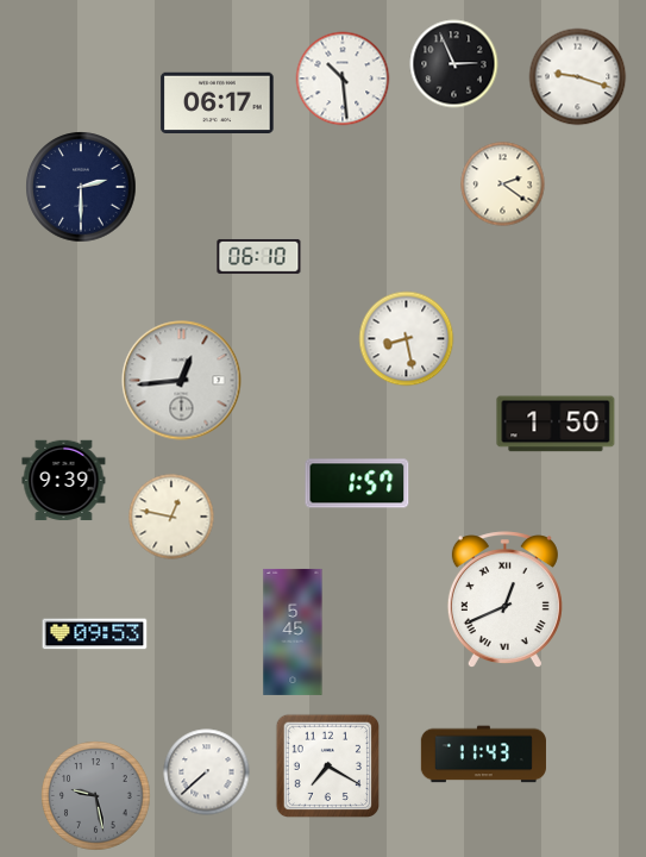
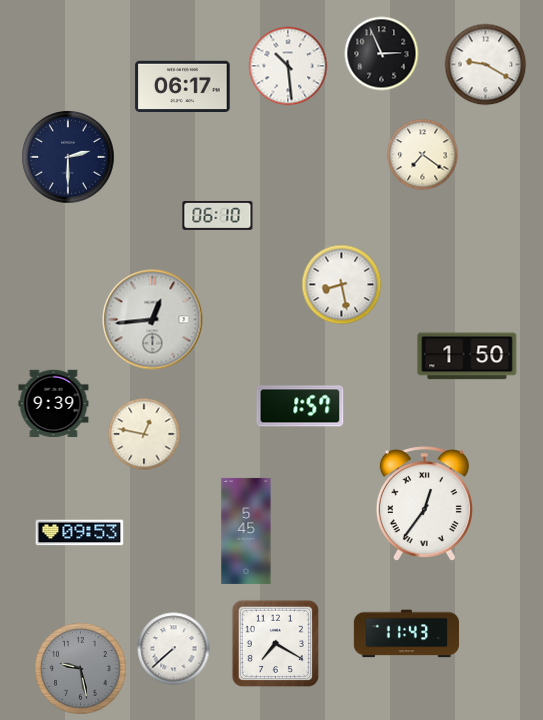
clock at (578, 77): 9:18 -> 9:20
clock at (503, 184): 2:21 -> 7:21
clock at (504, 600): 12:41 -> 12:36
